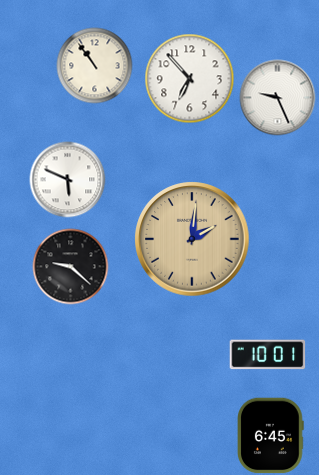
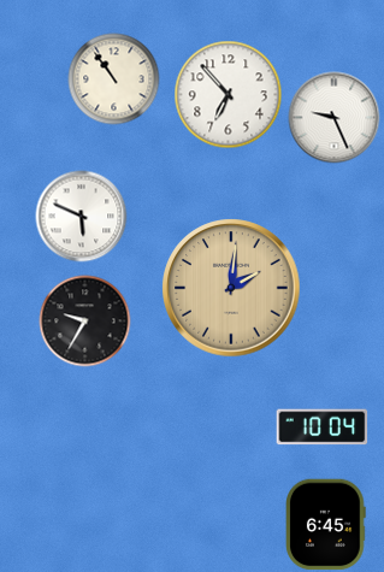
clock at (71, 267): 9:22 -> 9:35
clock at (268, 355): 10:01 -> 10:04
